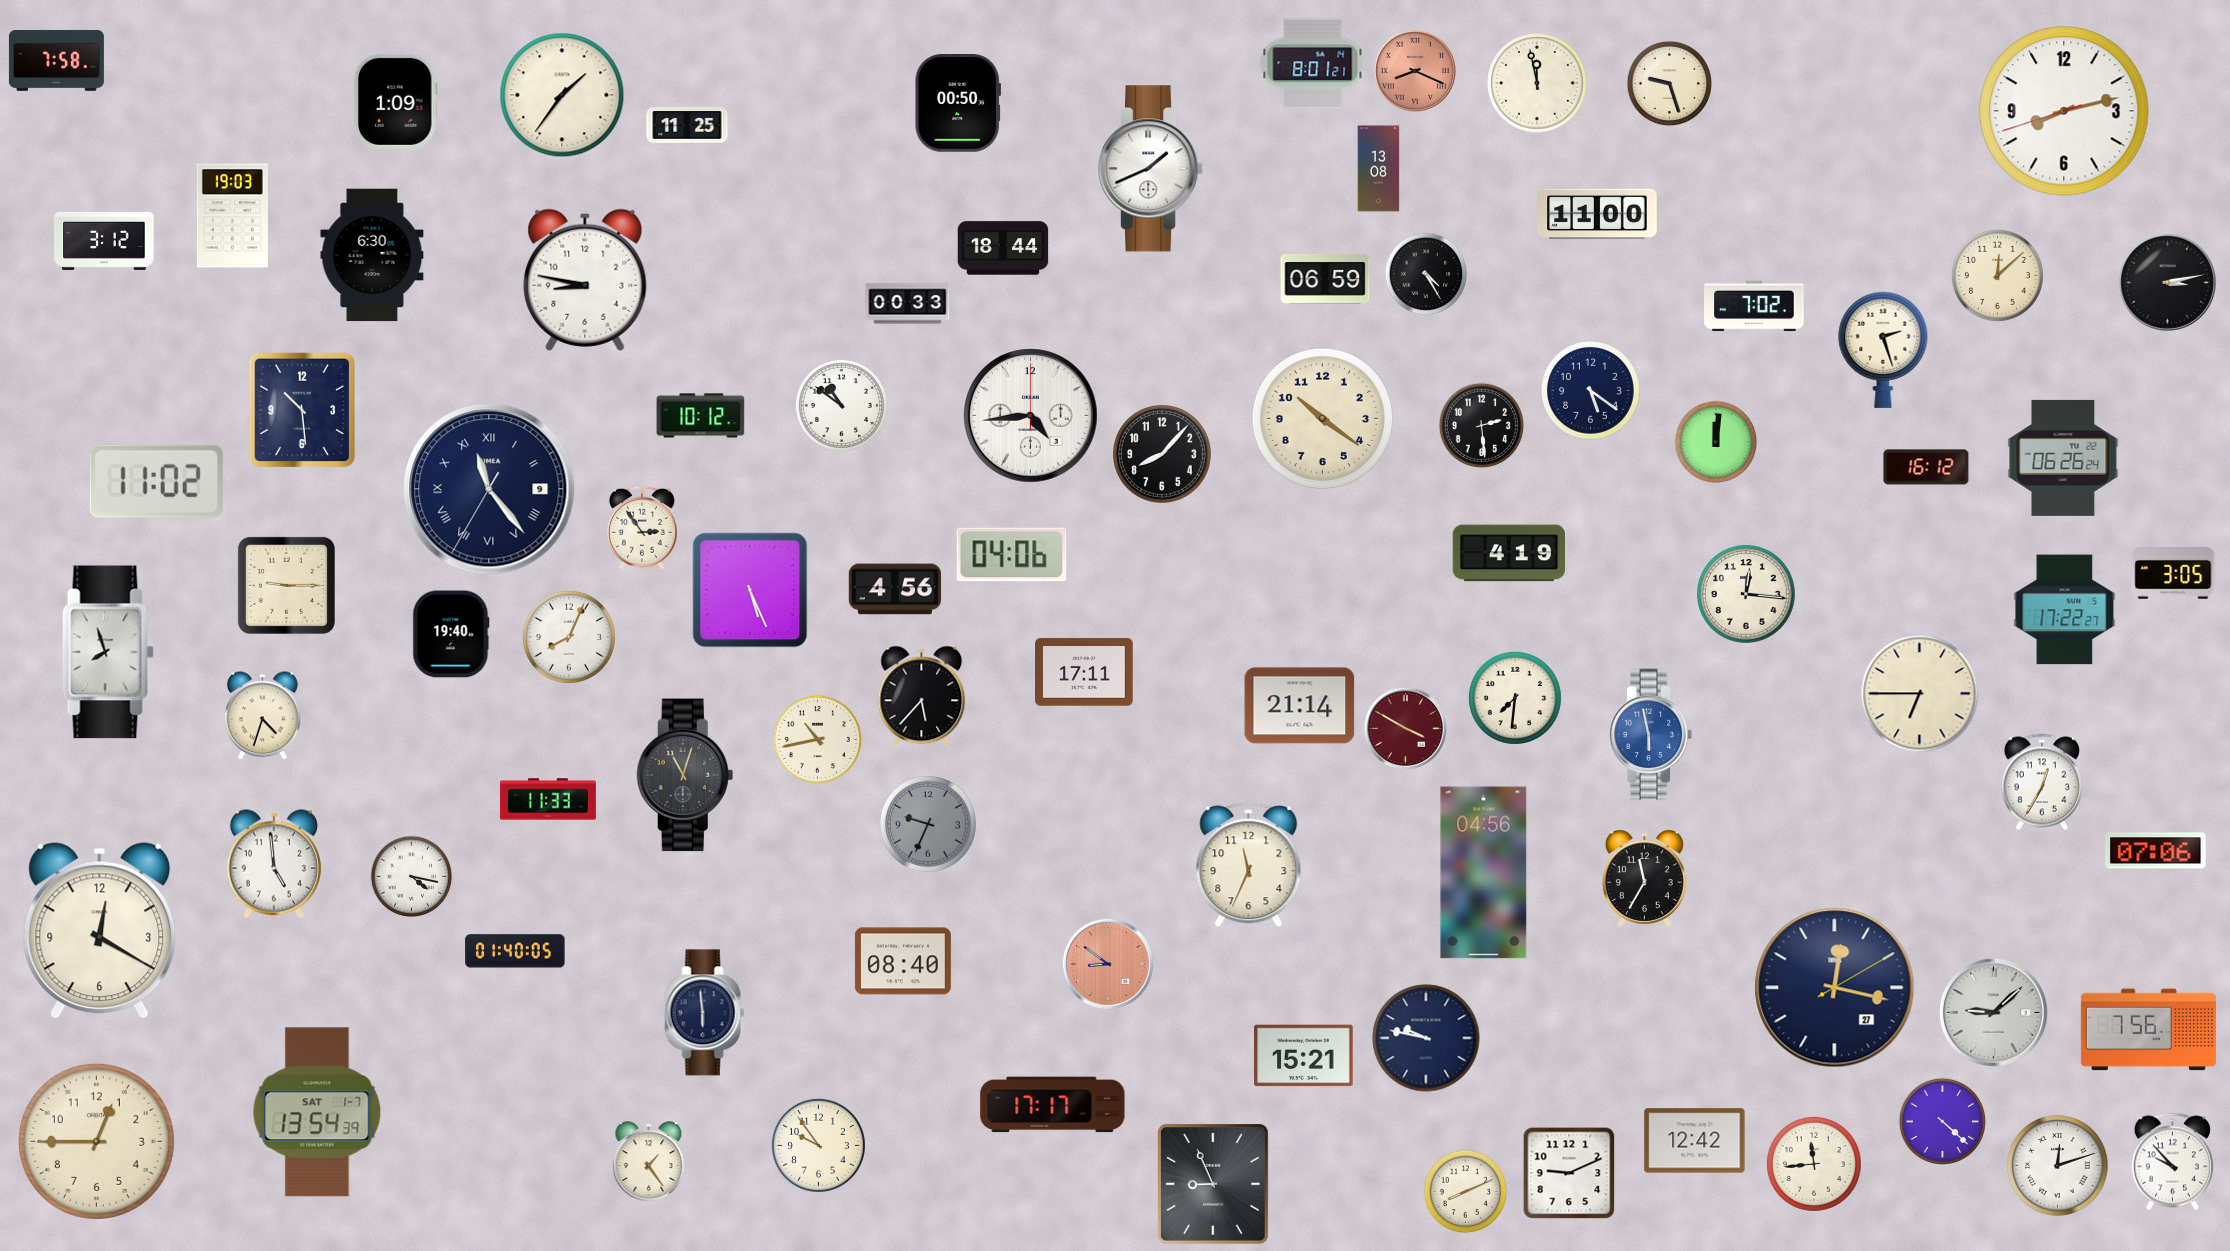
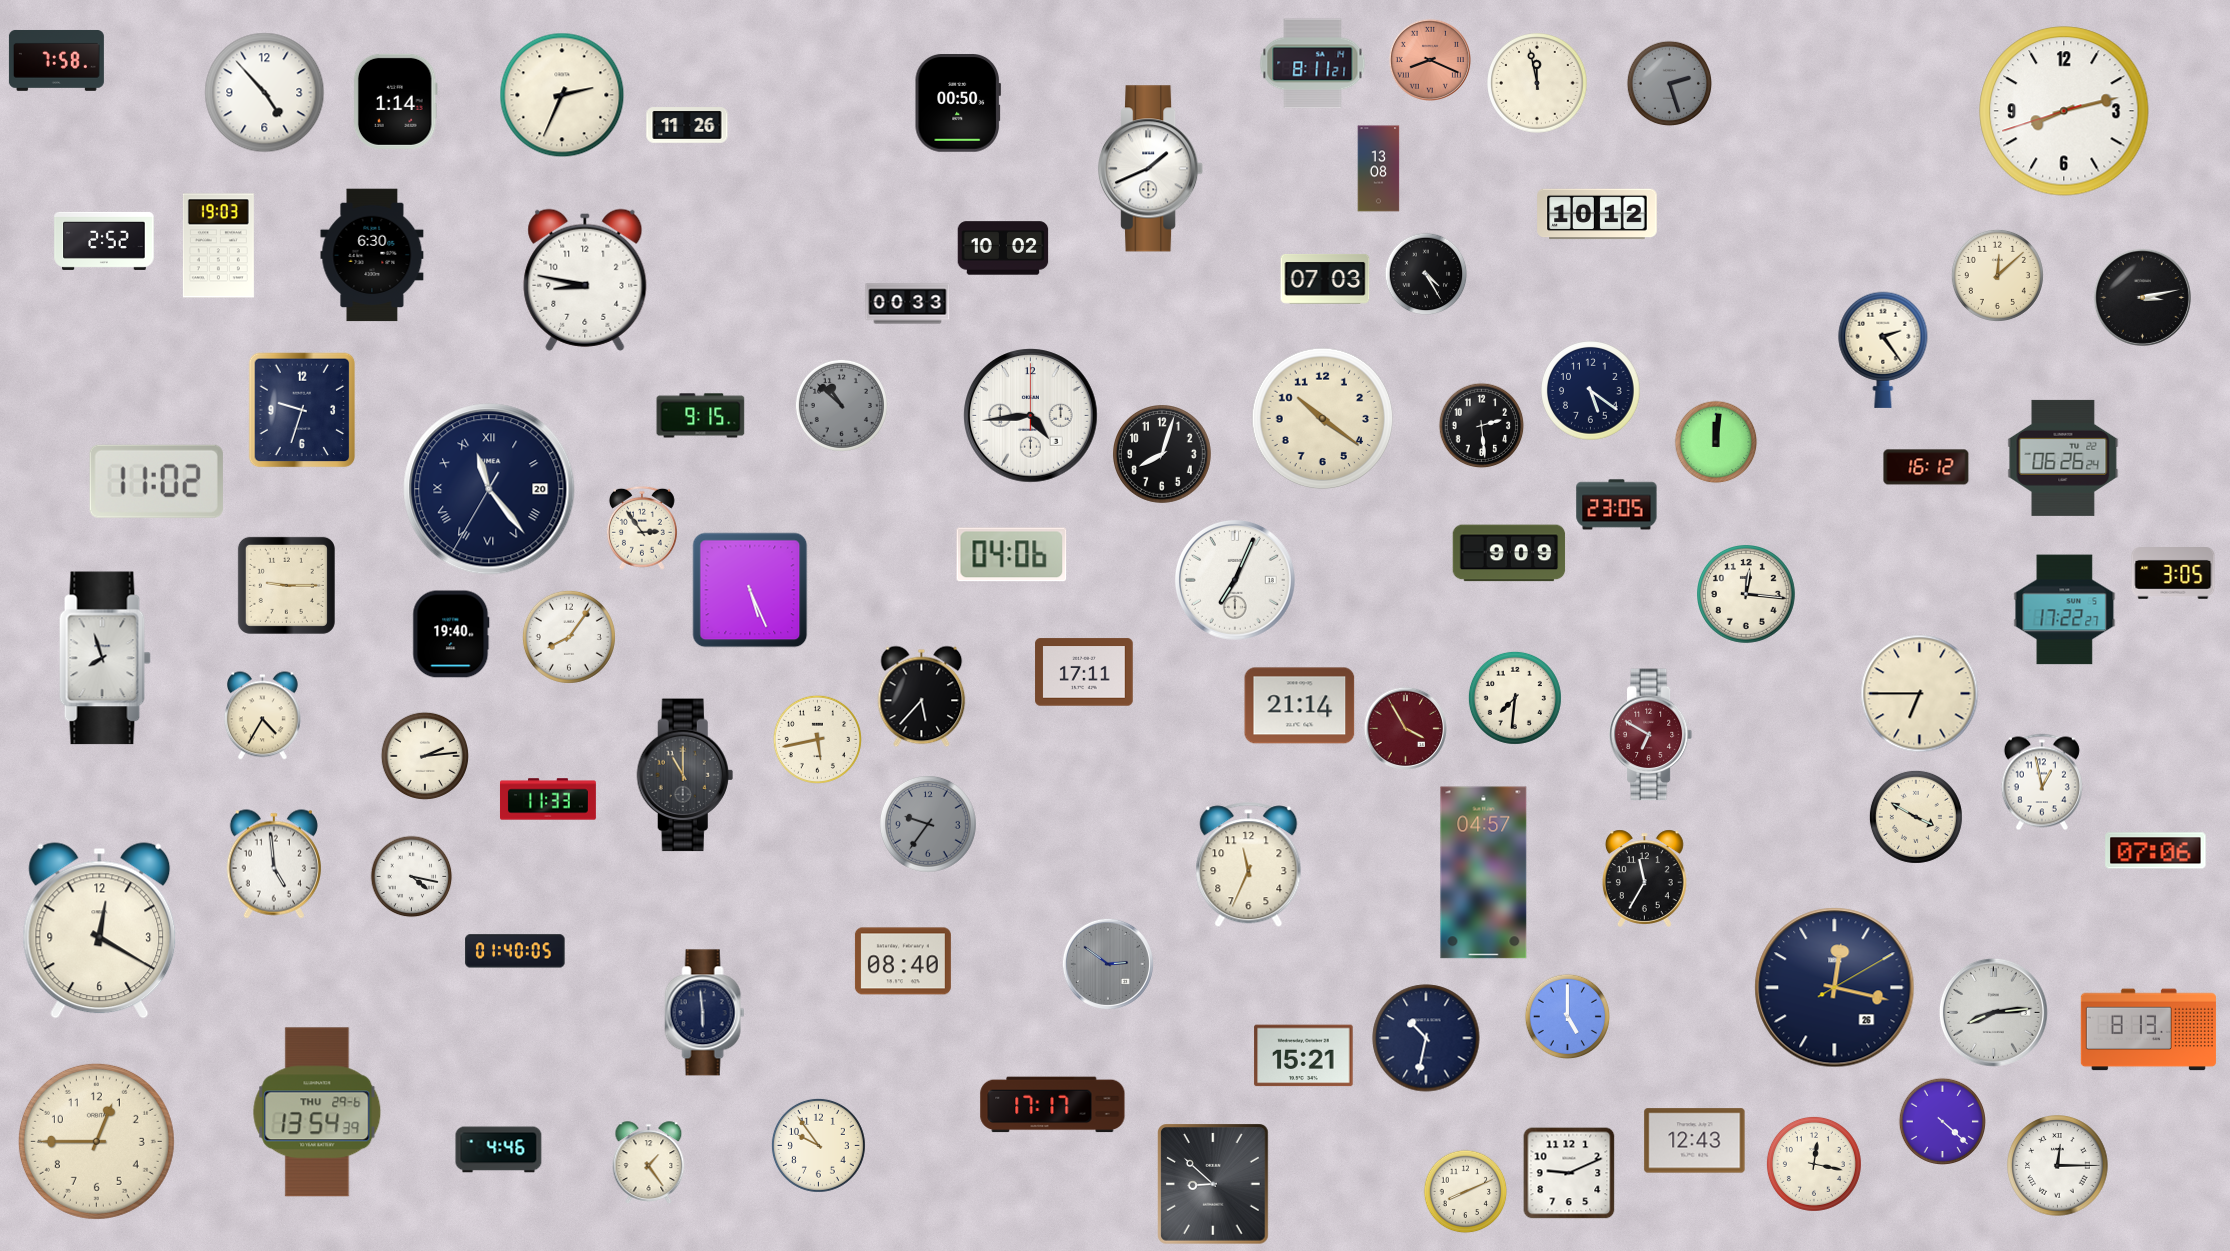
clock at (1313, 64): 8:01 -> 8:11
clock at (1414, 70) position: (1414, 70) -> (1429, 59)
clock at (1670, 84): 9:27 -> 2:27
clock at (1670, 84) dial: cream -> grey
clock at (265, 93): none -> 4:53
clock at (562, 95): 1:36 -> 2:34
clock at (395, 101): 1:09 -> 1:14
clock at (687, 125): 11:25 -> 11:26
clock at (1597, 214): 11:00 -> 10:12
clock at (232, 216) position: (232, 216) -> (218, 246)
clock at (104, 241): 3:12 -> 2:52
clock at (1003, 248): 18:44 -> 10:02
clock at (1325, 280): 06:59 -> 07:03
clock at (2167, 282) position: (2167, 282) -> (2142, 297)
clock at (1754, 306): 7:02 -> none
clock at (1883, 350): 2:27 -> 2:24
clock at (841, 405): 10:51 -> 10:52
clock at (841, 405) dial: white -> grey
clock at (302, 410): 10:29 -> 9:33
clock at (701, 416): 10:12 -> 9:15
clock at (1163, 455): 8:07 -> 8:03
clock at (489, 489) date: 9 -> 20
clock at (1617, 505): none -> 23:05
clock at (1509, 553): 4:19 -> 9:09
clock at (1236, 581): none -> 7:04
clock at (895, 589): 4:56 -> none
clock at (569, 637): 8:04 -> 8:06
clock at (108, 652) position: (108, 652) -> (105, 658)
clock at (262, 716): 4:33 -> 4:35
clock at (1405, 728): 3:50 -> 3:55
clock at (1651, 735): 5:58 -> 6:50
clock at (1651, 735) dial: blue -> burgundy
clock at (817, 739): 10:43 -> 5:43
clock at (425, 756): none -> 2:14
clock at (685, 775): 11:03 -> 11:00
clock at (2042, 782): 12:35 -> 12:58
clock at (1916, 817): none -> 3:50
clock at (928, 824): 9:34 -> 9:36
clock at (1484, 873): 04:56 -> 04:57
clock at (1108, 964): 8:51 -> 2:51
clock at (1108, 964) dial: salmon -> grey
clock at (1835, 988) date: 27 -> 26
clock at (1993, 1012): 9:08 -> 8:14
clock at (1568, 1017): none -> 5:00
clock at (2148, 1030): 7:56 -> 8:13
clock at (1426, 1038): 9:47 -> 10:32
clock at (317, 1112) date: SAT 1-7 -> THU 29-6
clock at (1695, 1141): 12:42 -> 12:43
clock at (499, 1150): none -> 4:46
clock at (2172, 1162): 9:53 -> none
clock at (1814, 1164): 11:44 -> 12:17
clock at (2058, 1166): 12:12 -> 12:15
clock at (1214, 1185): 8:56 -> 8:52
